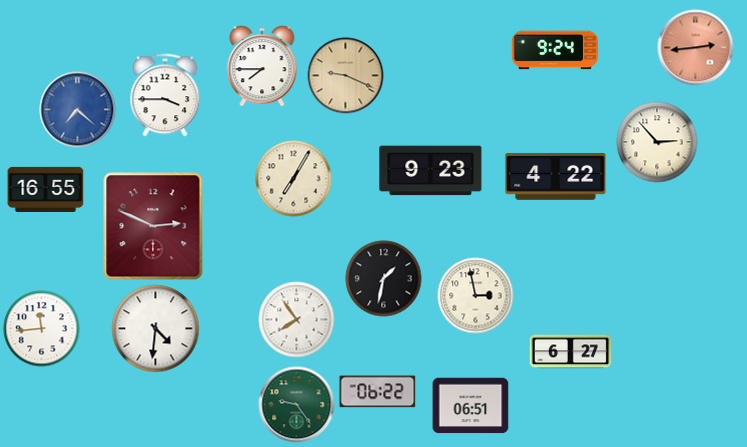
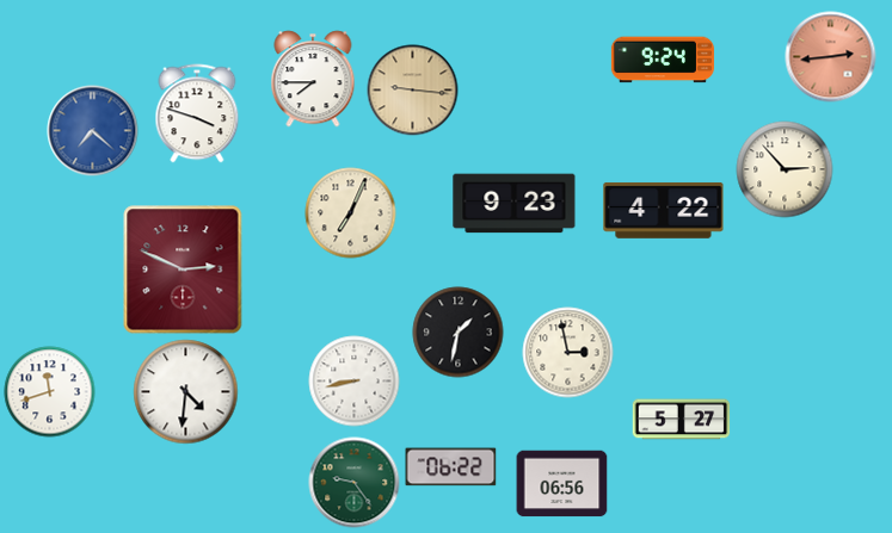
clock at (346, 76): 9:19 -> 9:16
clock at (165, 95): 3:45 -> 3:48
clock at (294, 179): 7:05 -> 7:04
clock at (46, 189): 16:55 -> none
clock at (297, 320): 7:54 -> 8:43
clock at (42, 329): 11:44 -> 11:42
clock at (571, 352): 6:27 -> 5:27
clock at (471, 406): 06:51 -> 06:56
